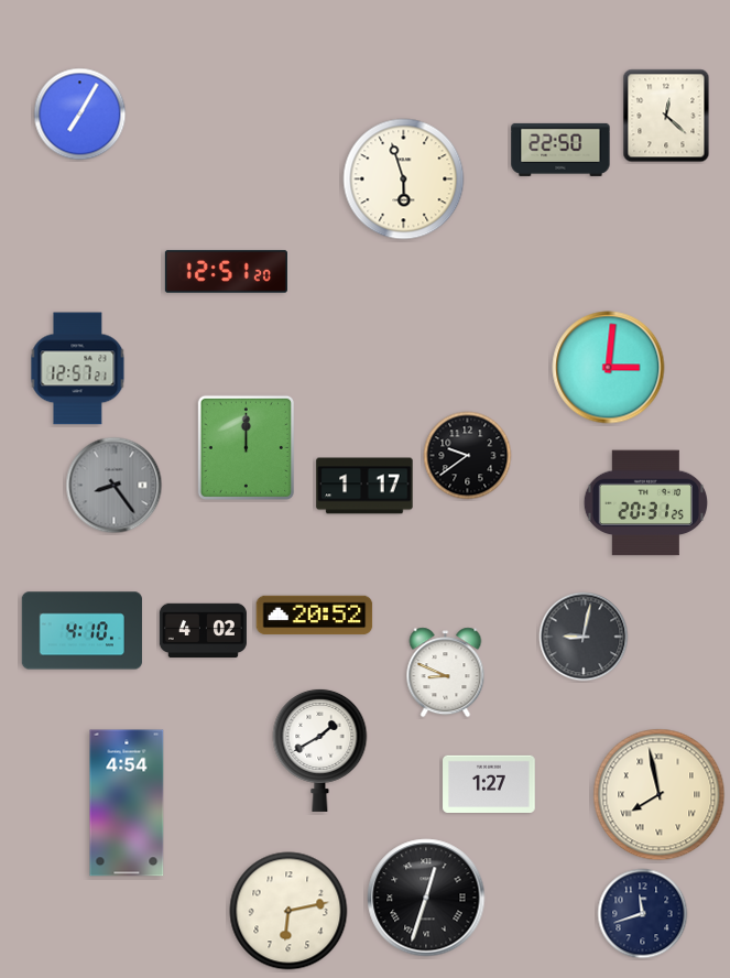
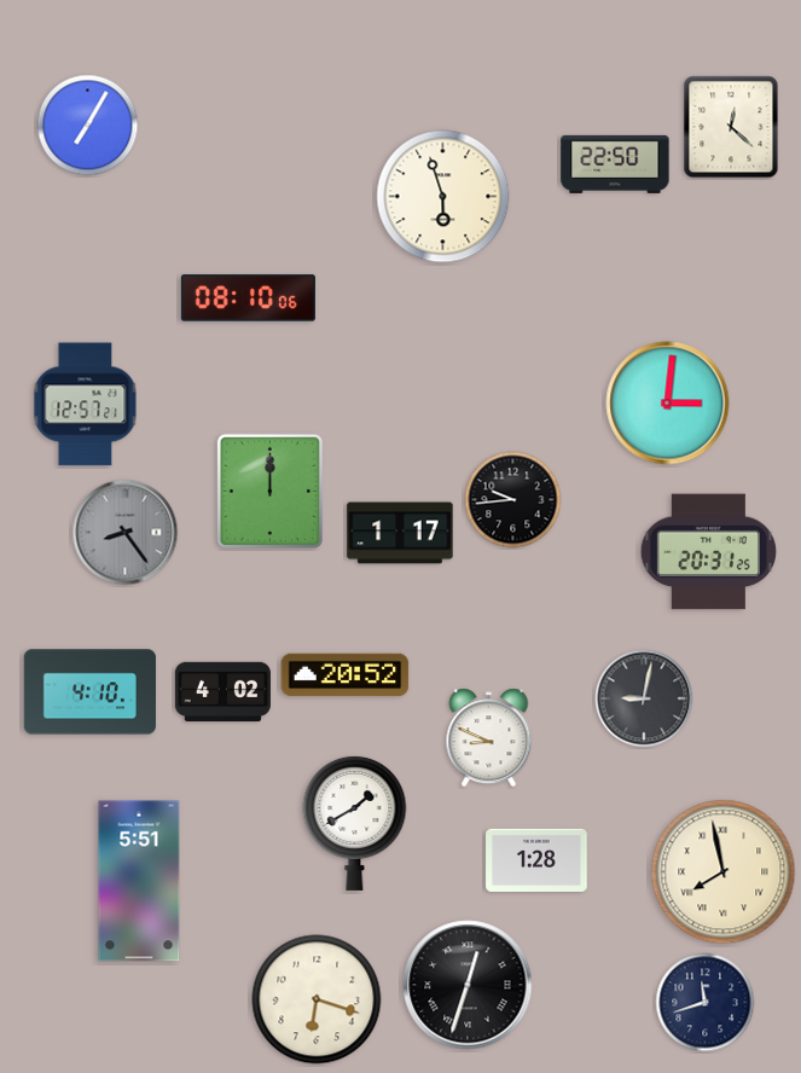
clock at (226, 272): 12:51 -> 08:10
clock at (468, 456): 9:39 -> 9:44
clock at (584, 637) position: (584, 637) -> (644, 698)
clock at (320, 750) position: (320, 750) -> (355, 823)
clock at (489, 784): 1:27 -> 1:28
clock at (127, 803): 4:54 -> 5:51
clock at (288, 911): 6:13 -> 6:18
